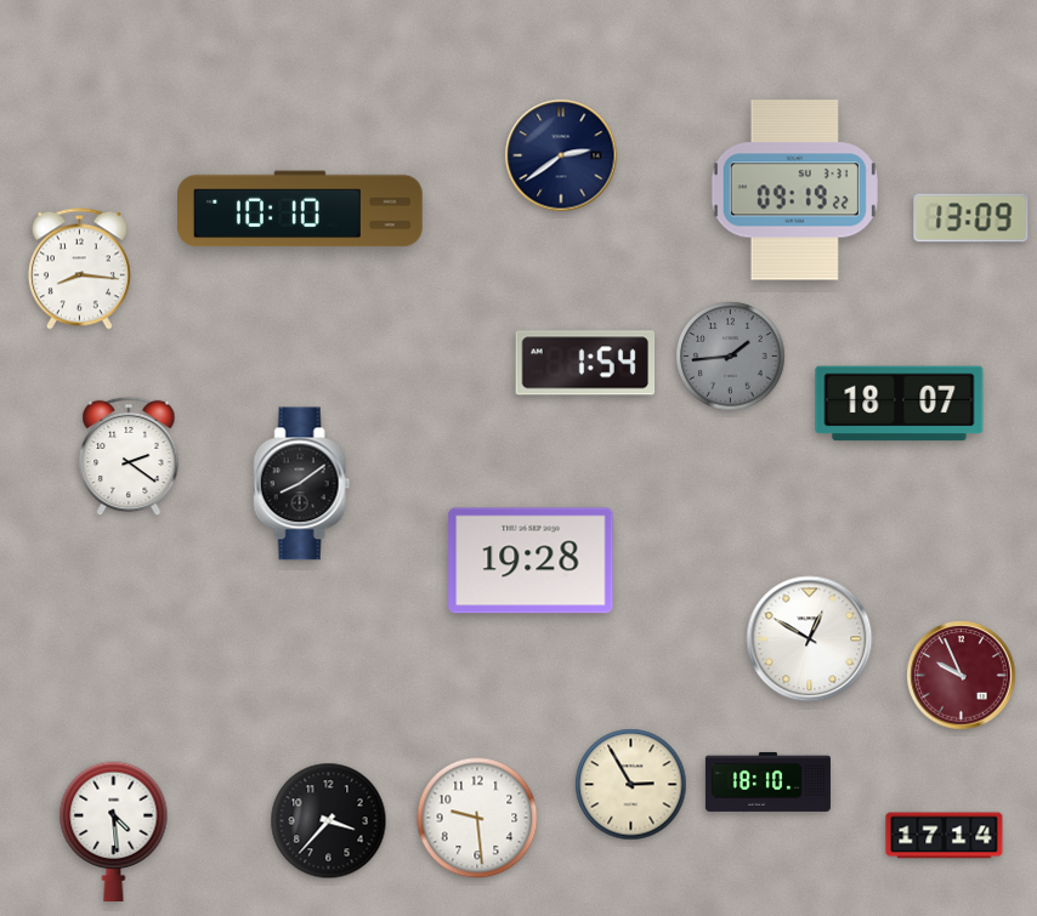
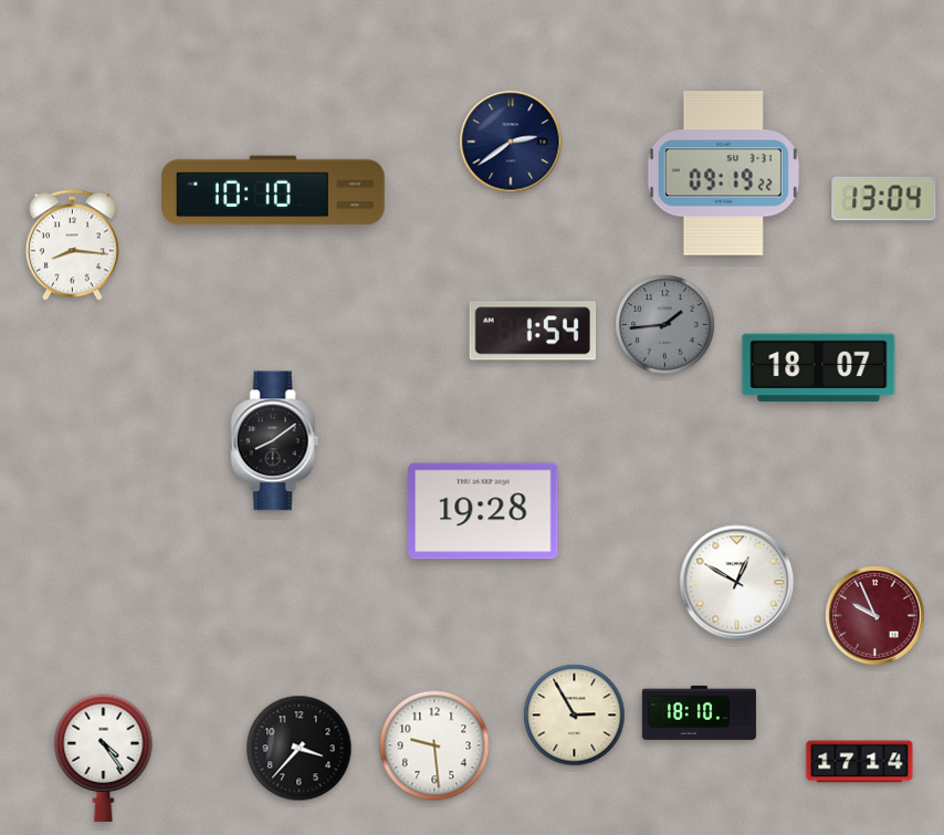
clock at (971, 218): 13:09 -> 13:04
clock at (129, 456): 2:21 -> none
clock at (114, 832): 4:29 -> 4:24
